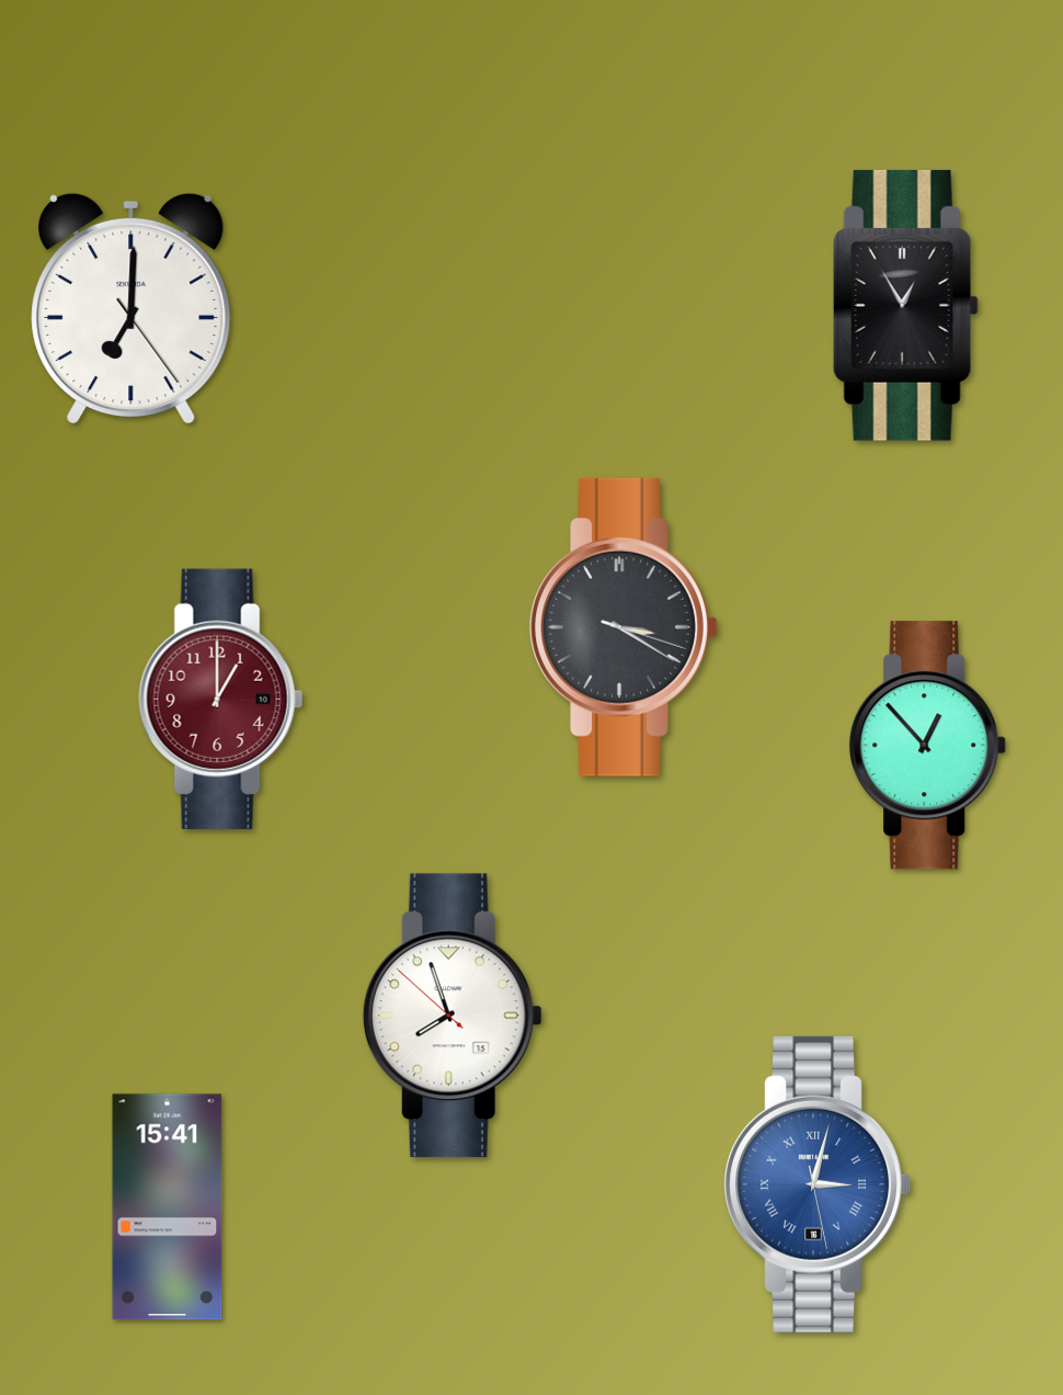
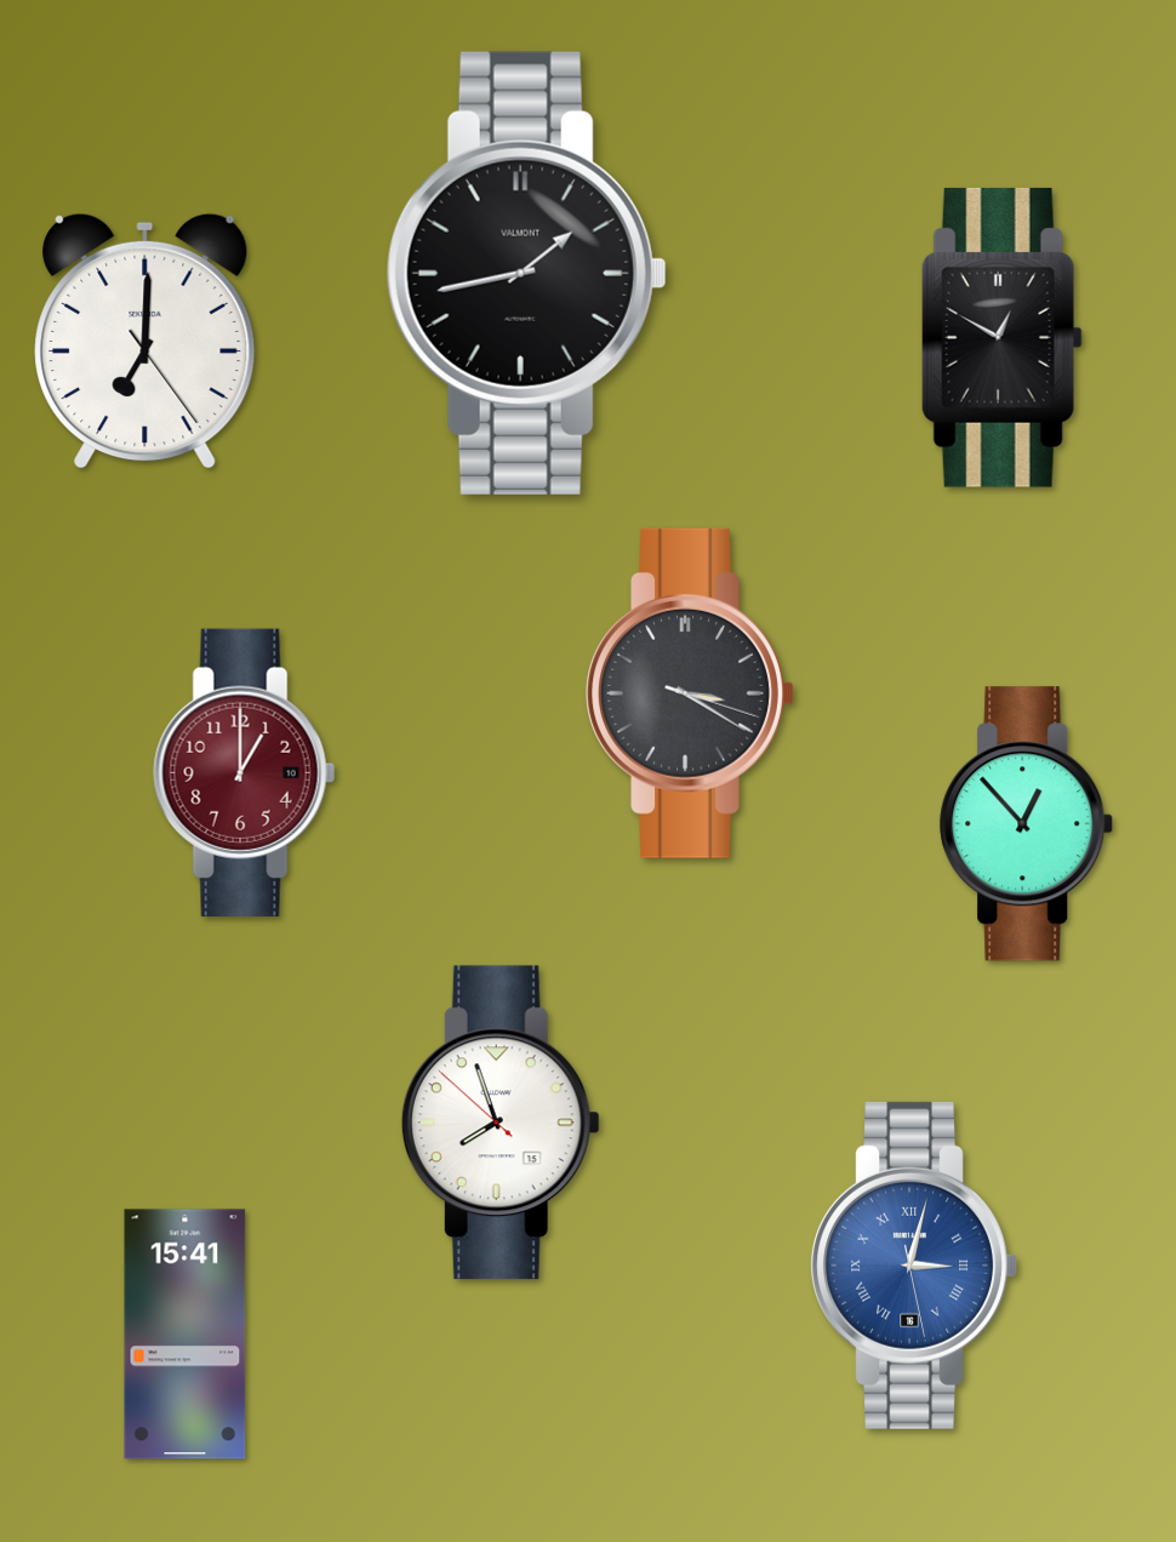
clock at (526, 273): none -> 1:43
clock at (905, 305): 12:55 -> 12:50
clock at (818, 1184) position: (818, 1184) -> (914, 1266)
